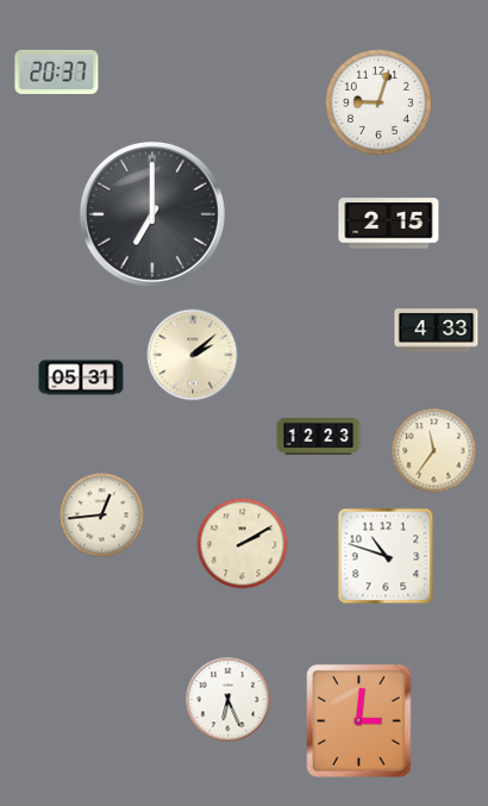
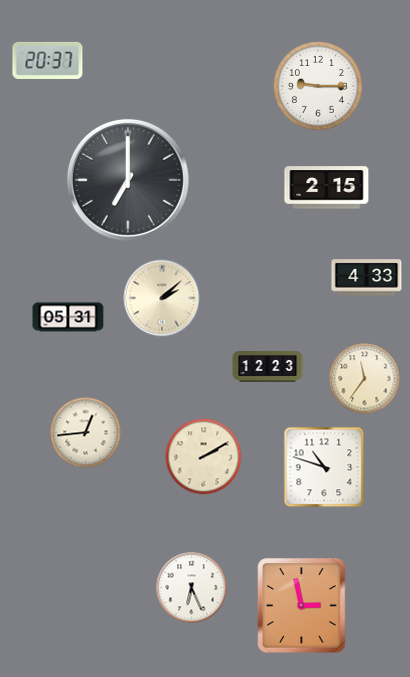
clock at (378, 102): 9:03 -> 9:15
clock at (359, 721): 3:01 -> 2:58
